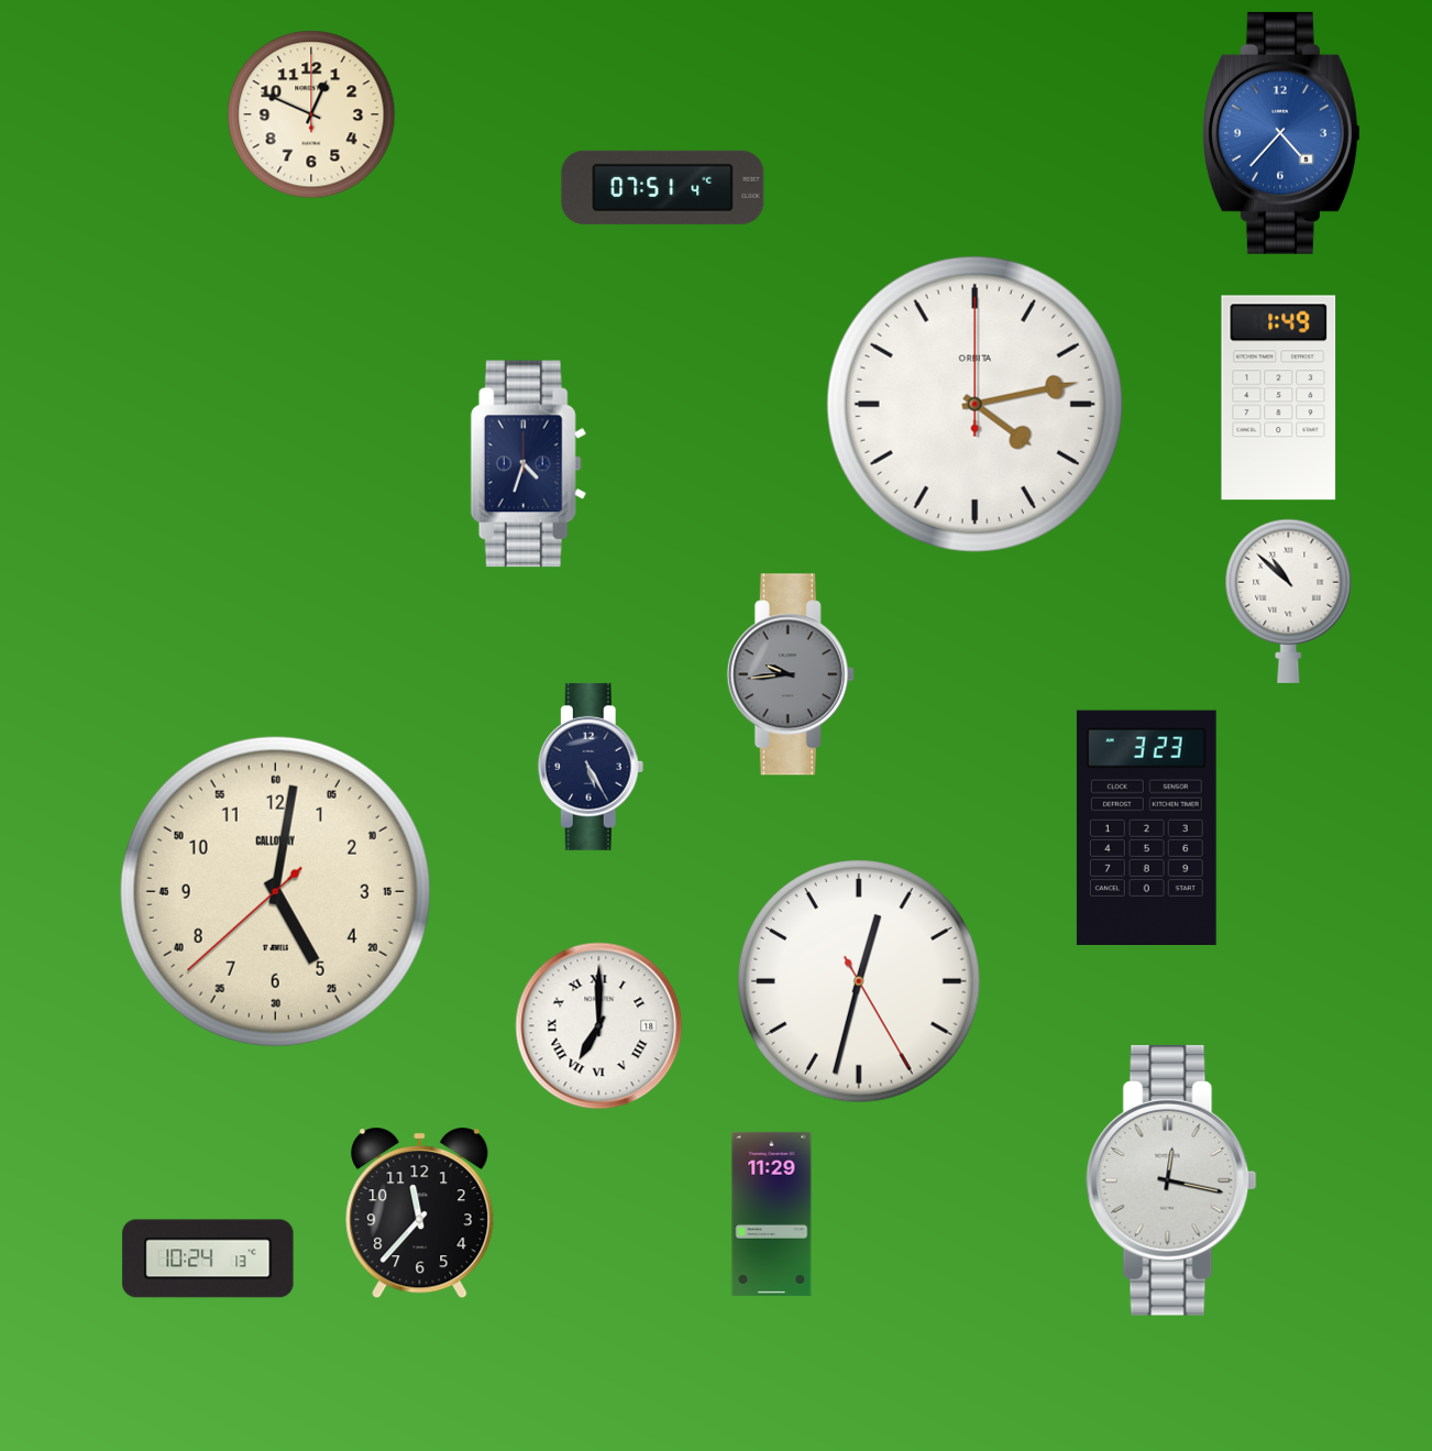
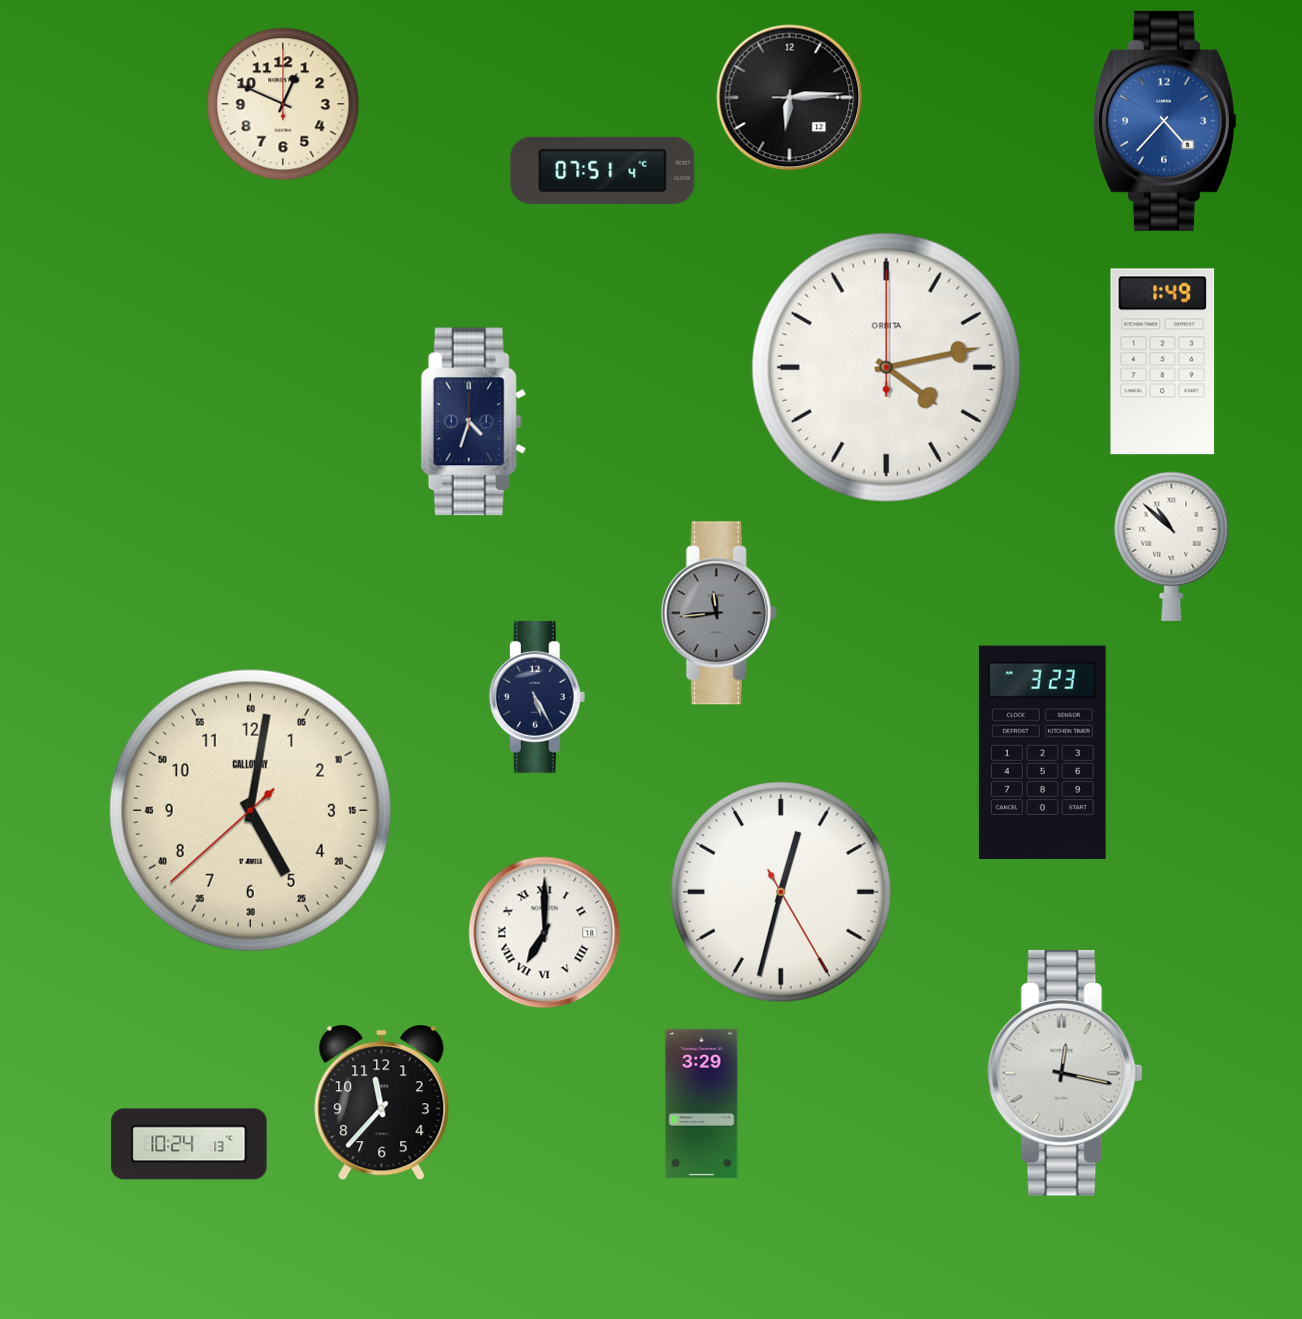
clock at (790, 98): none -> 6:14
clock at (528, 464) position: (528, 464) -> (473, 422)
clock at (791, 674): 9:44 -> 11:44
clock at (772, 1213): 11:29 -> 3:29
